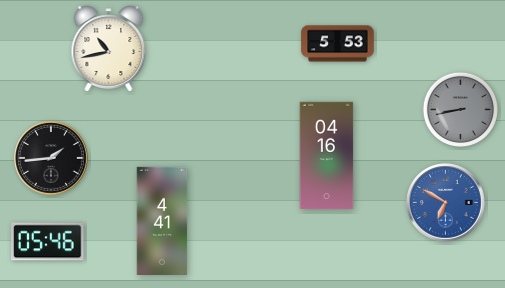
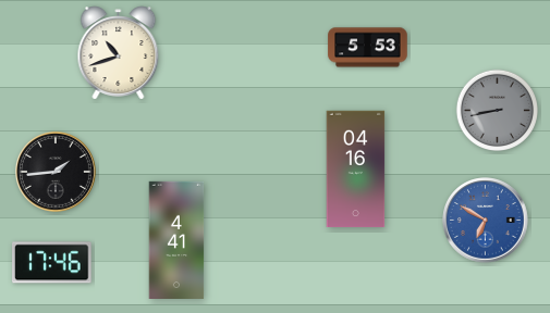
clock at (109, 49): 10:43 -> 10:42
clock at (460, 109) position: (460, 109) -> (497, 110)
clock at (48, 242): 05:46 -> 17:46
